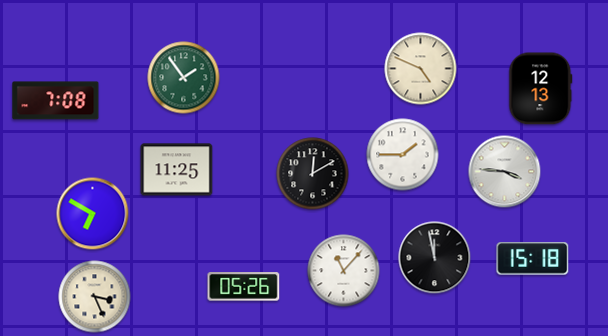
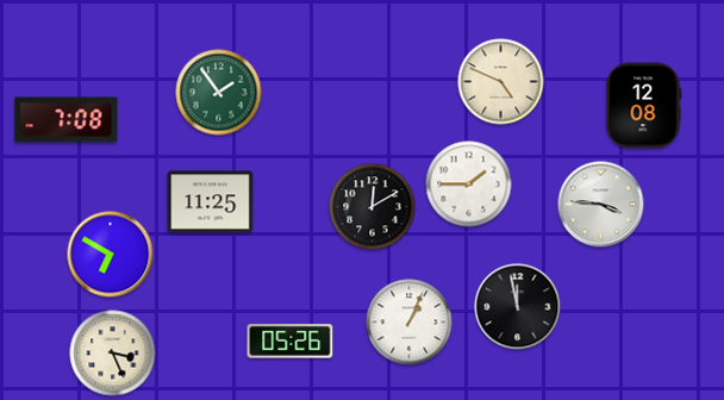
clock at (541, 89): 12:13 -> 12:08
clock at (403, 155) position: (403, 155) -> (469, 185)
clock at (533, 259): 15:18 -> none
clock at (344, 271): 11:07 -> 1:04
